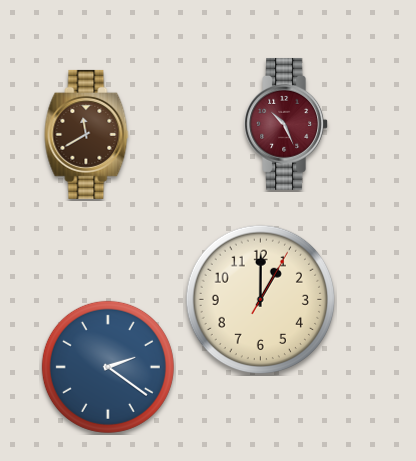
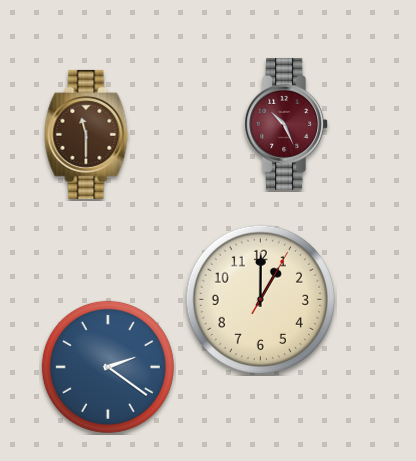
clock at (87, 134): 11:40 -> 11:30
